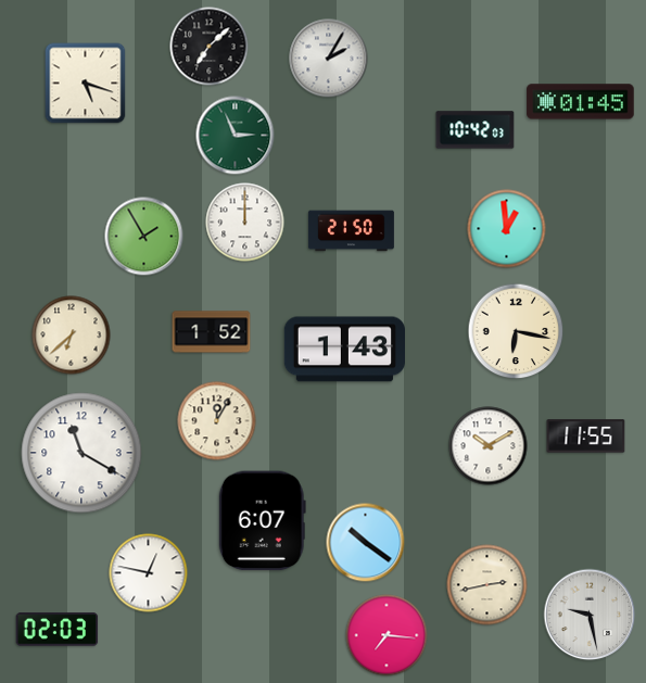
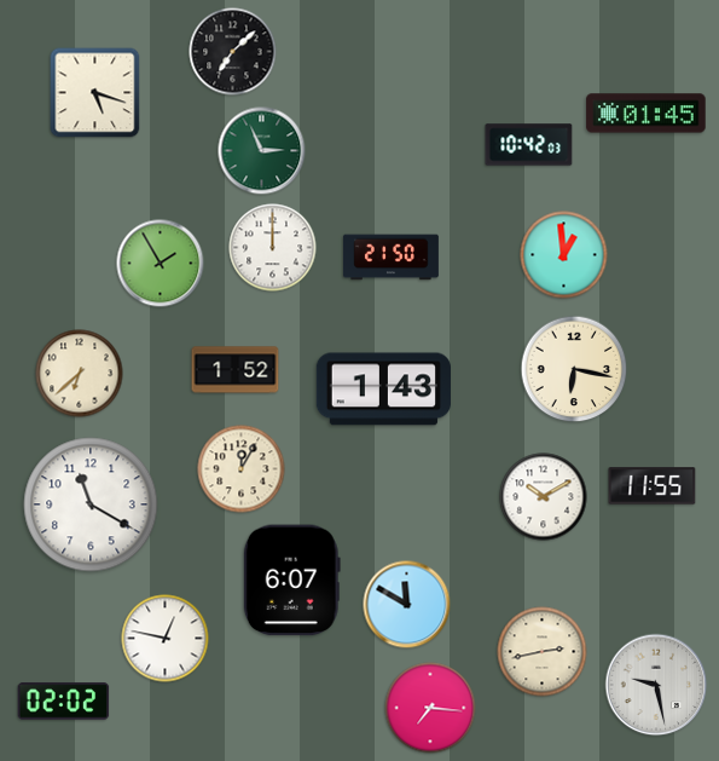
clock at (329, 59): 2:05 -> none
clock at (366, 543): 10:21 -> 11:50
clock at (58, 630): 02:03 -> 02:02
